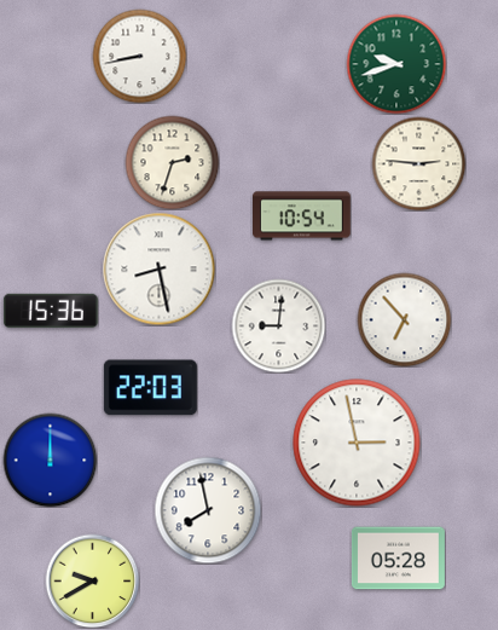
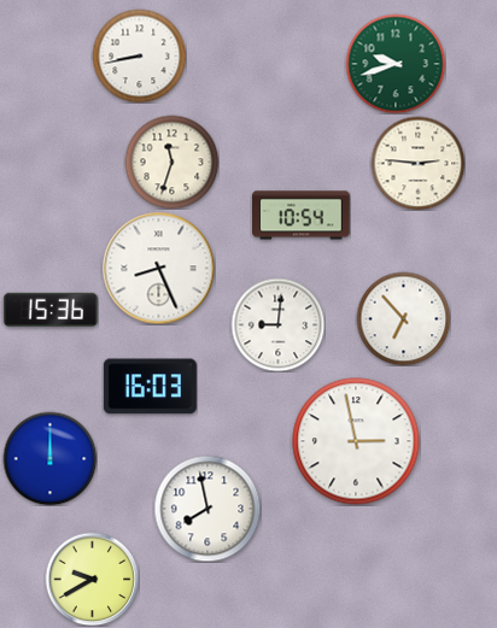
clock at (172, 162): 2:33 -> 11:33
clock at (158, 268): 8:28 -> 8:26
clock at (150, 388): 22:03 -> 16:03
clock at (398, 559): 05:28 -> none
